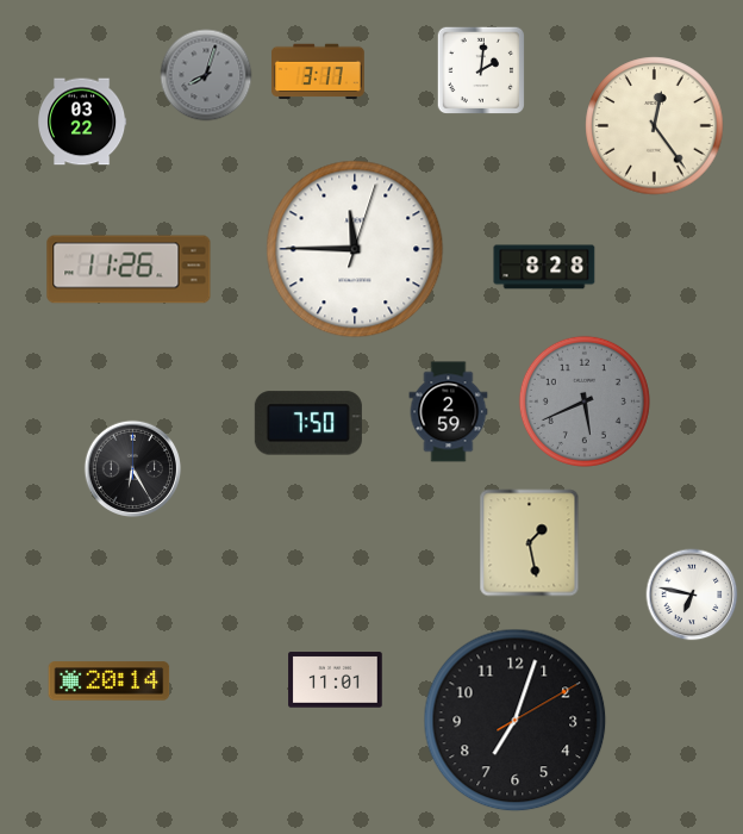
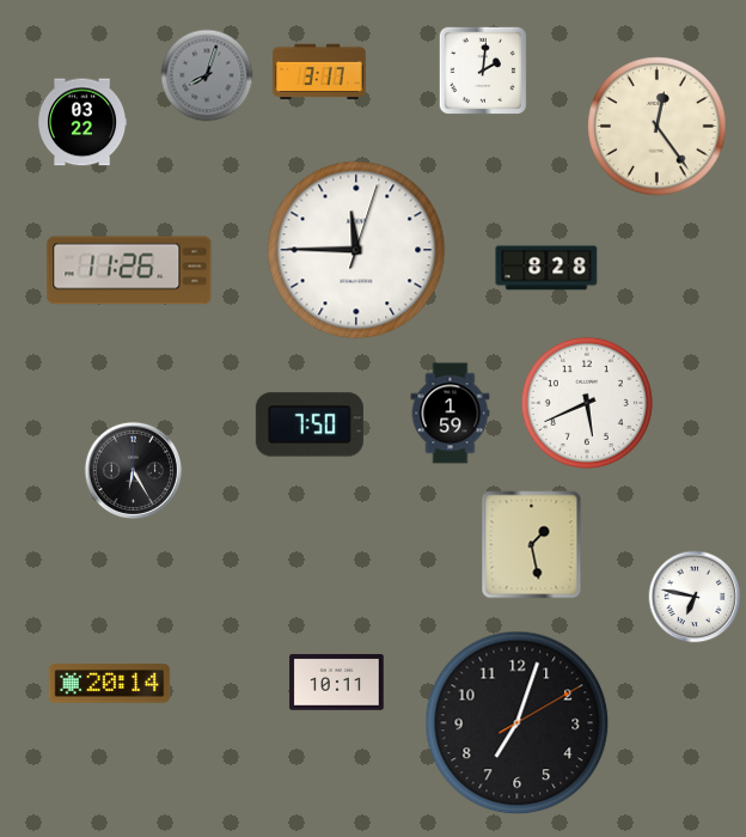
clock at (585, 402) dial: grey -> white
clock at (449, 412): 2:59 -> 1:59
clock at (336, 680): 11:01 -> 10:11
